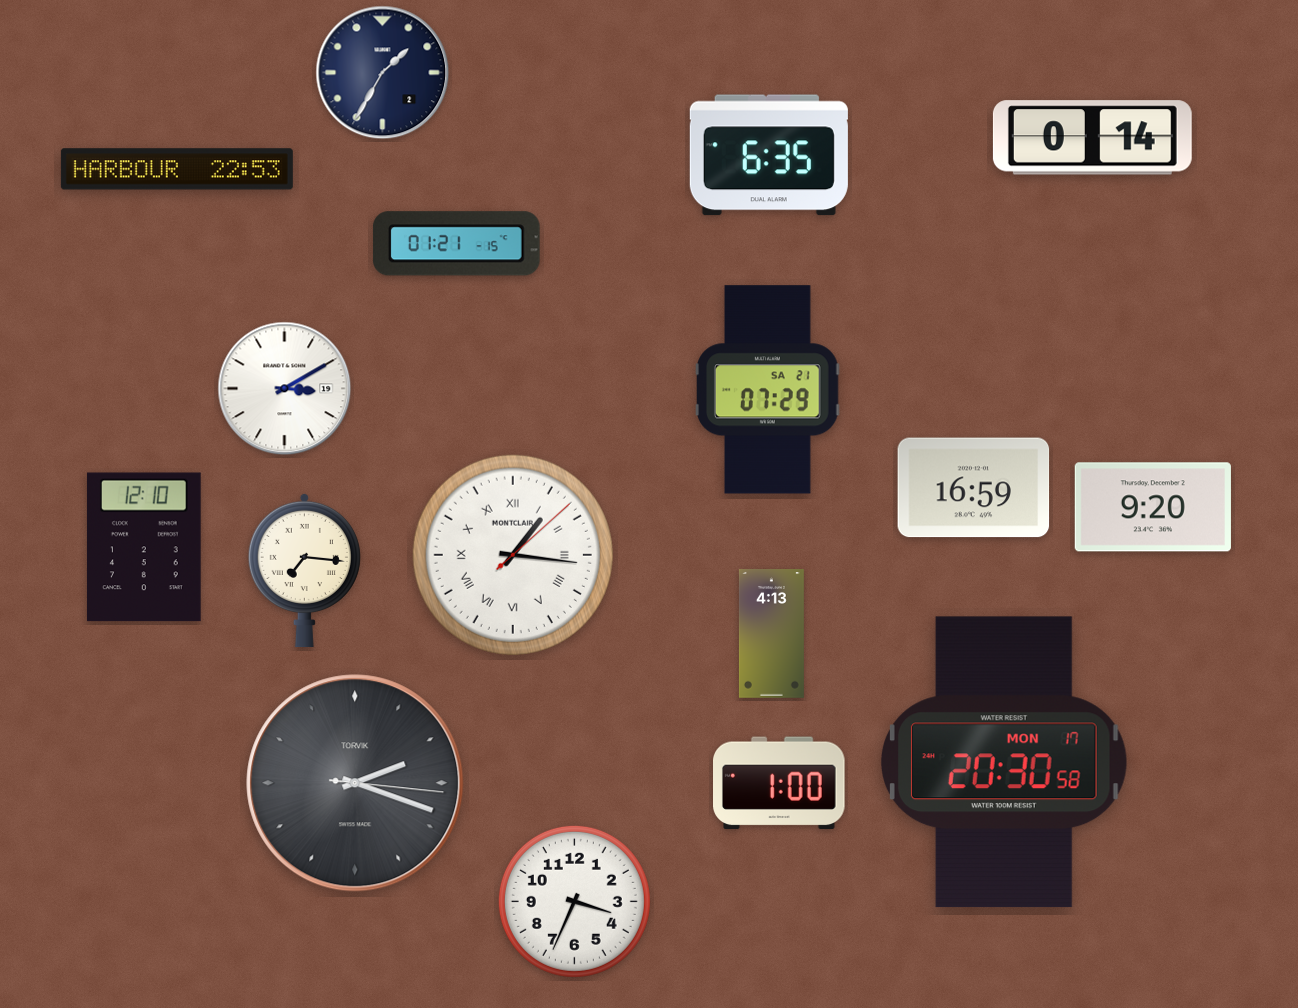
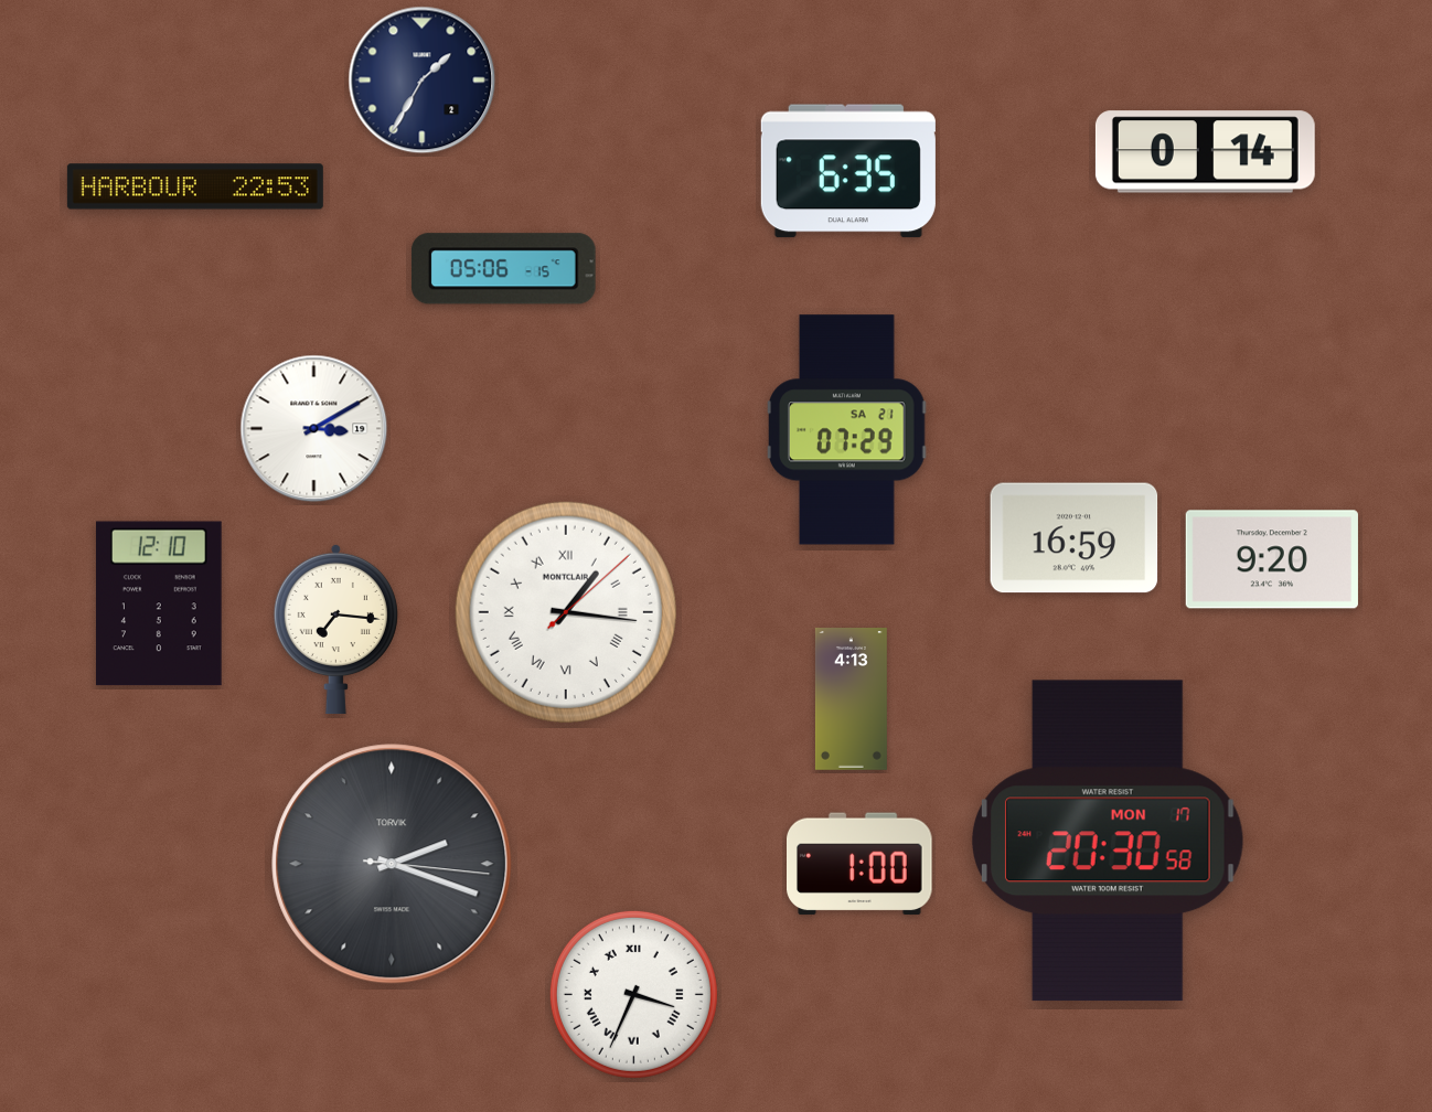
clock at (457, 244): 01:21 -> 05:06
clock at (574, 901) numerals: Arabic -> Roman
